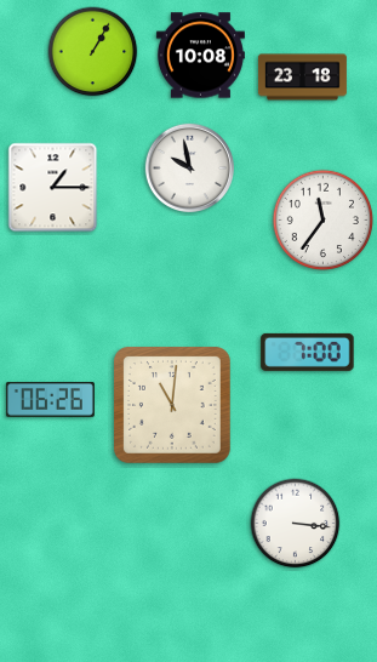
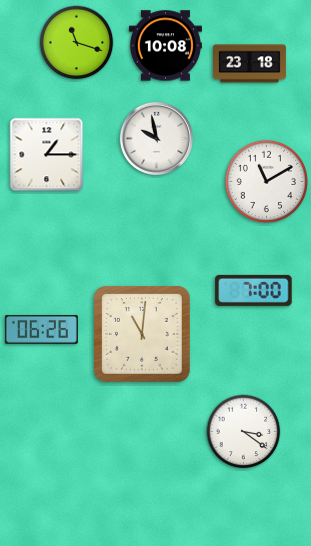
clock at (93, 52): 1:05 -> 11:18
clock at (53, 188) position: (53, 188) -> (47, 155)
clock at (322, 219): 11:36 -> 11:10
clock at (296, 524): 3:16 -> 3:21
